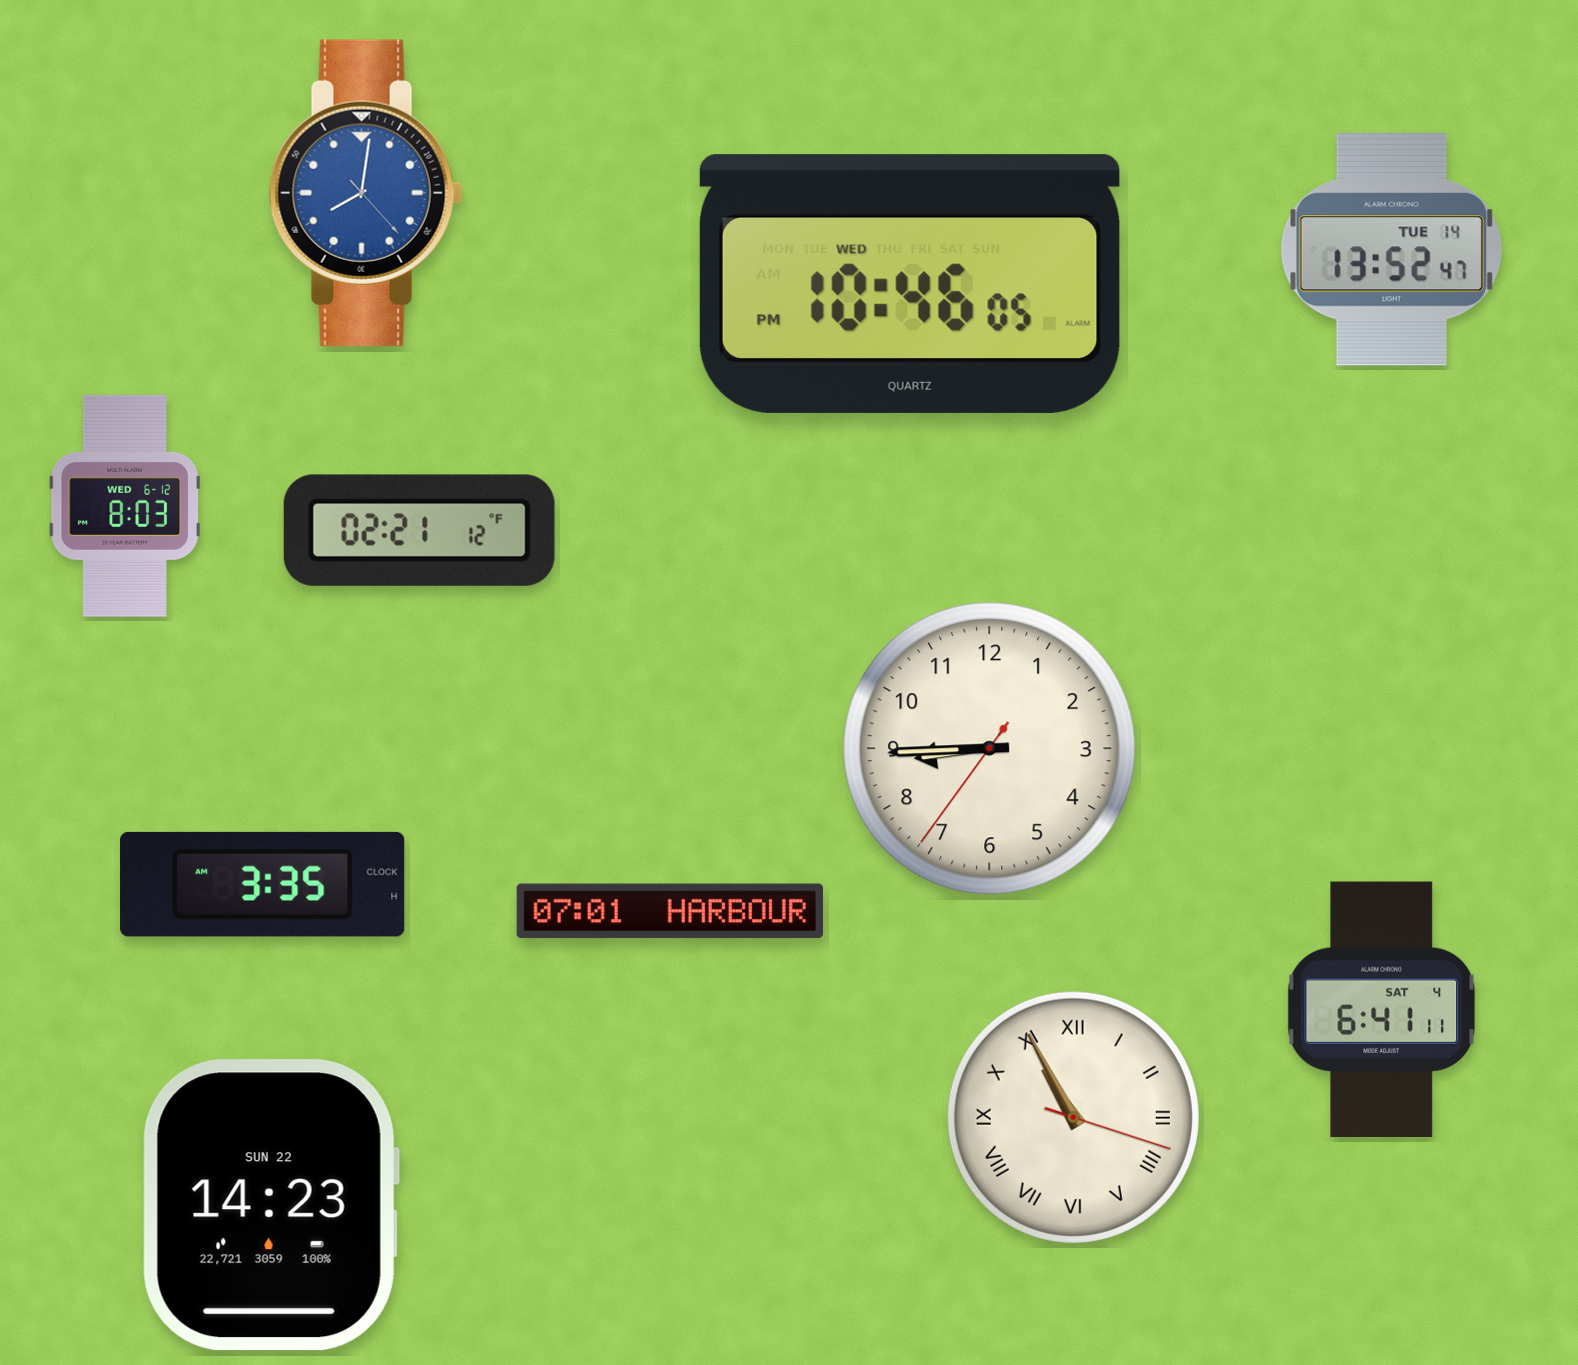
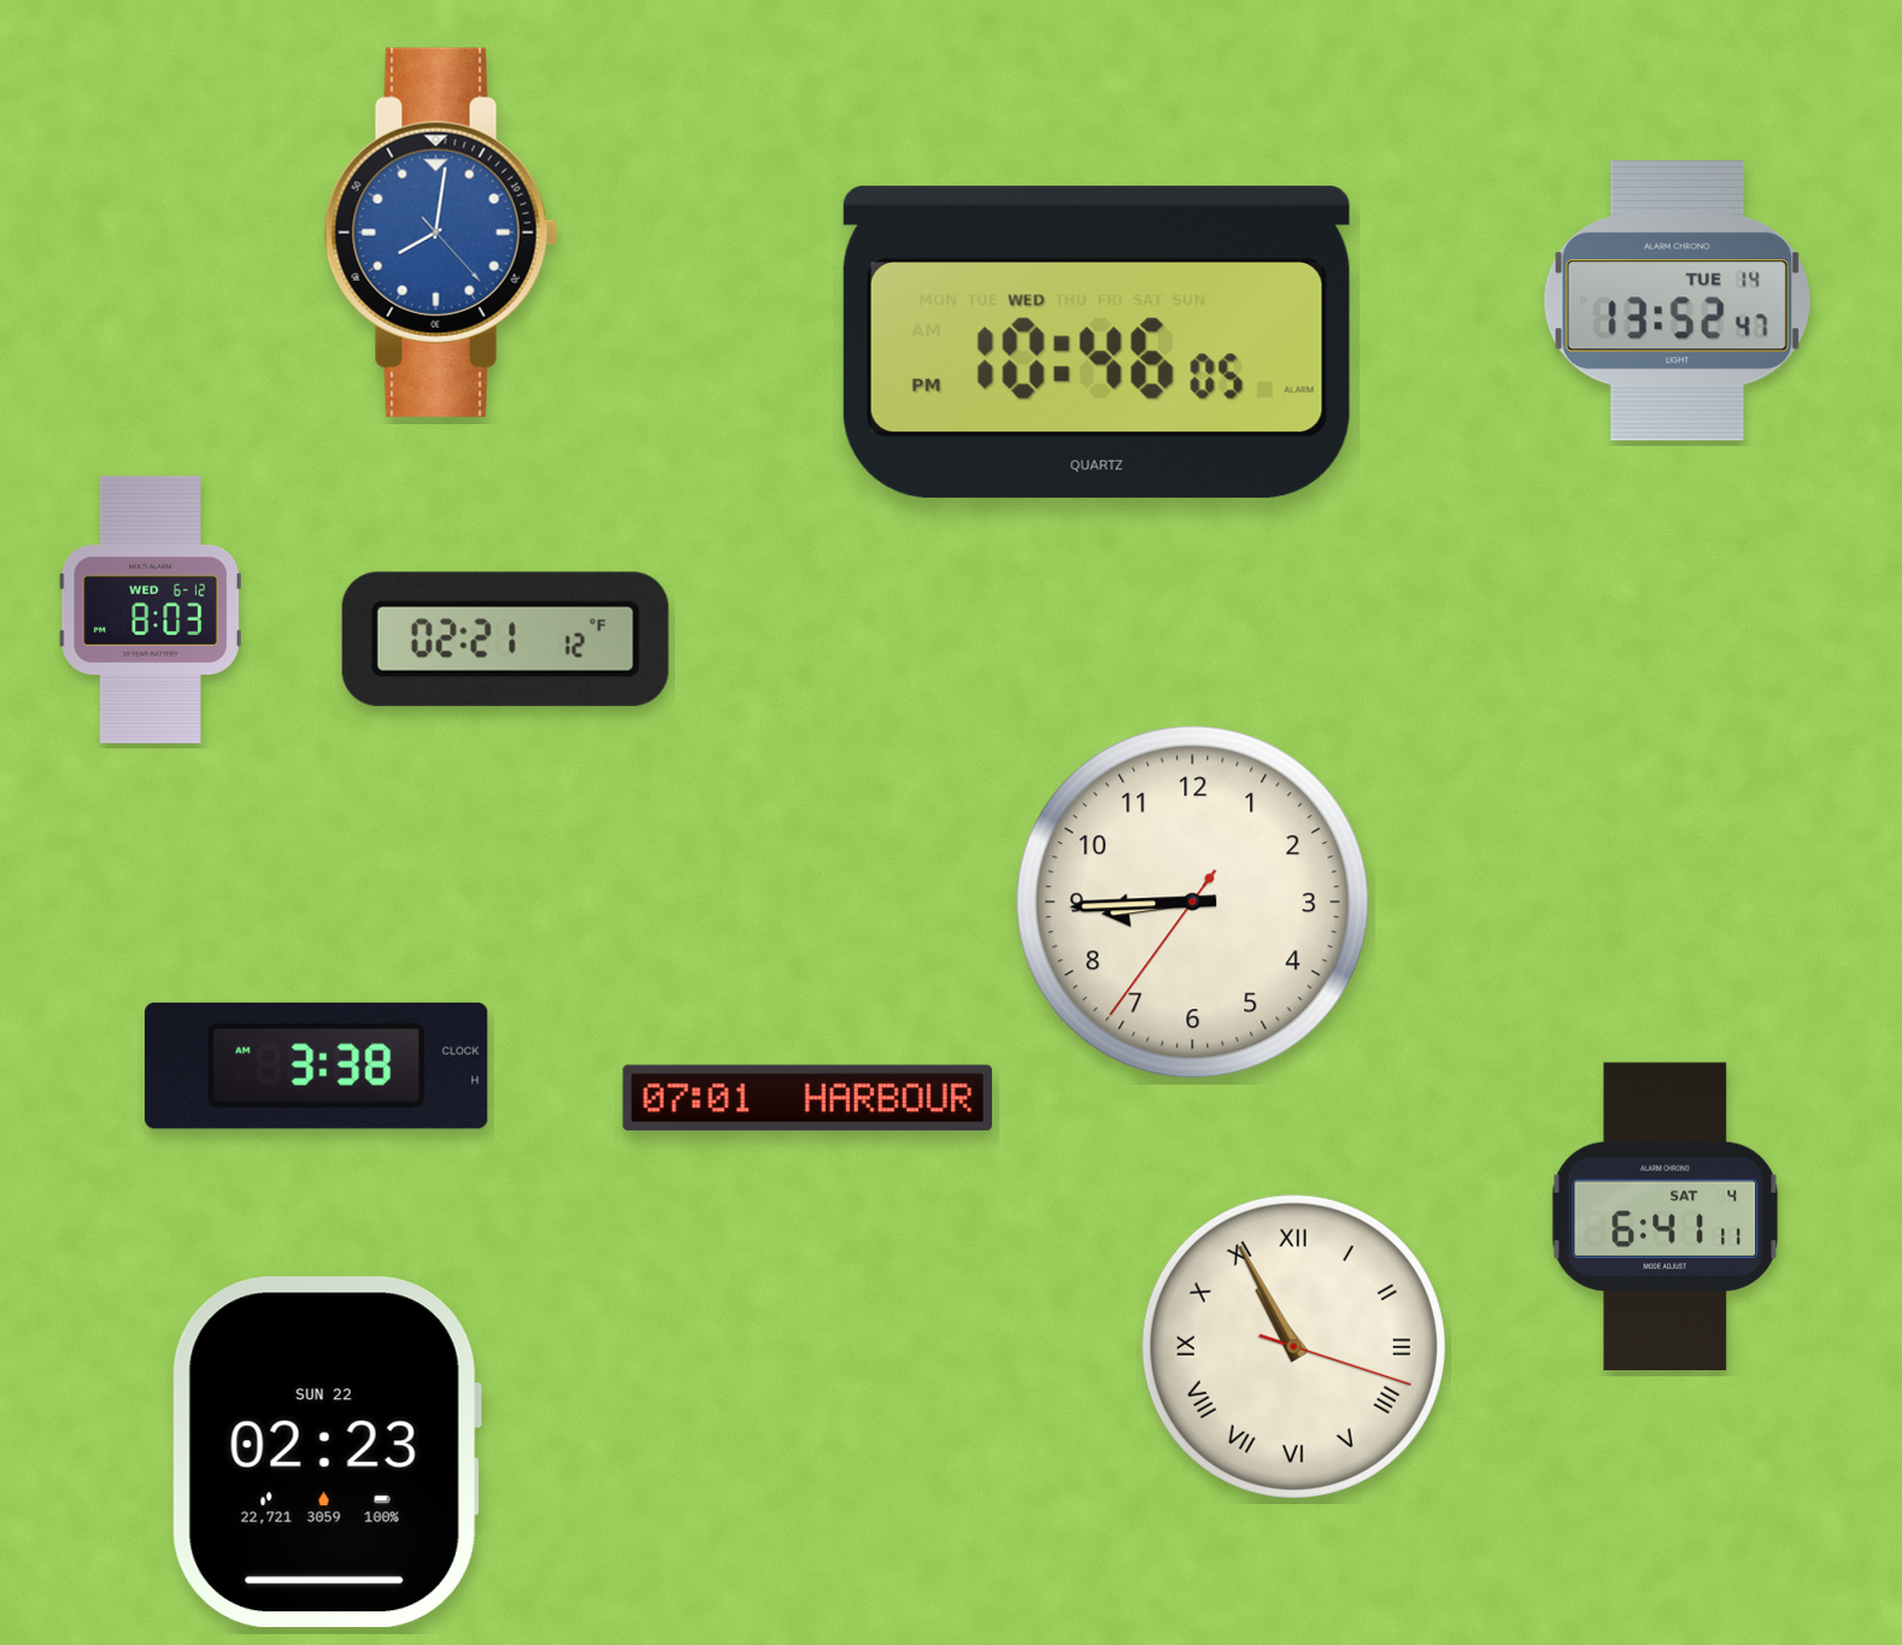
clock at (263, 884): 3:35 -> 3:38
clock at (271, 1205): 14:23 -> 02:23
